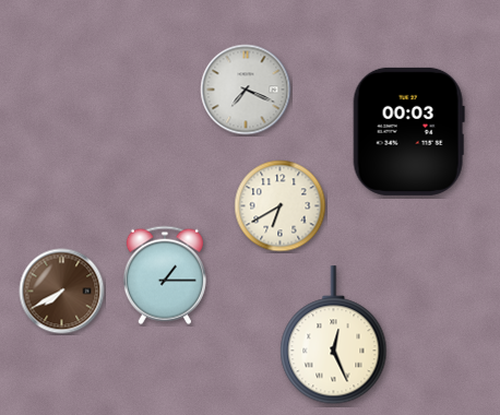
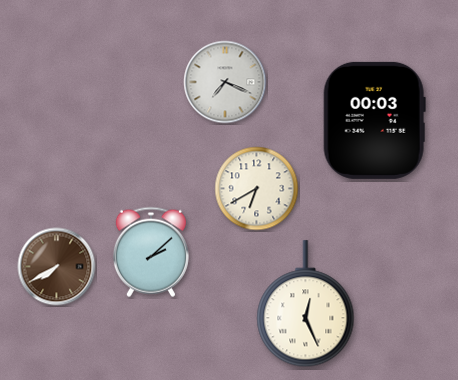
clock at (165, 275): 1:15 -> 2:08
clock at (334, 335) position: (334, 335) -> (306, 304)
